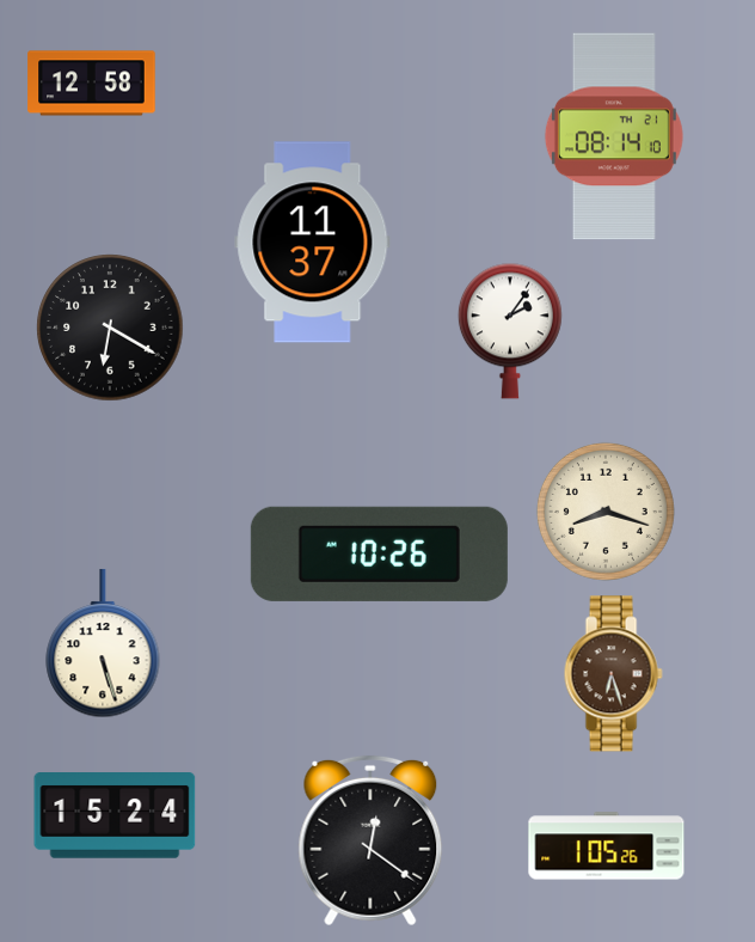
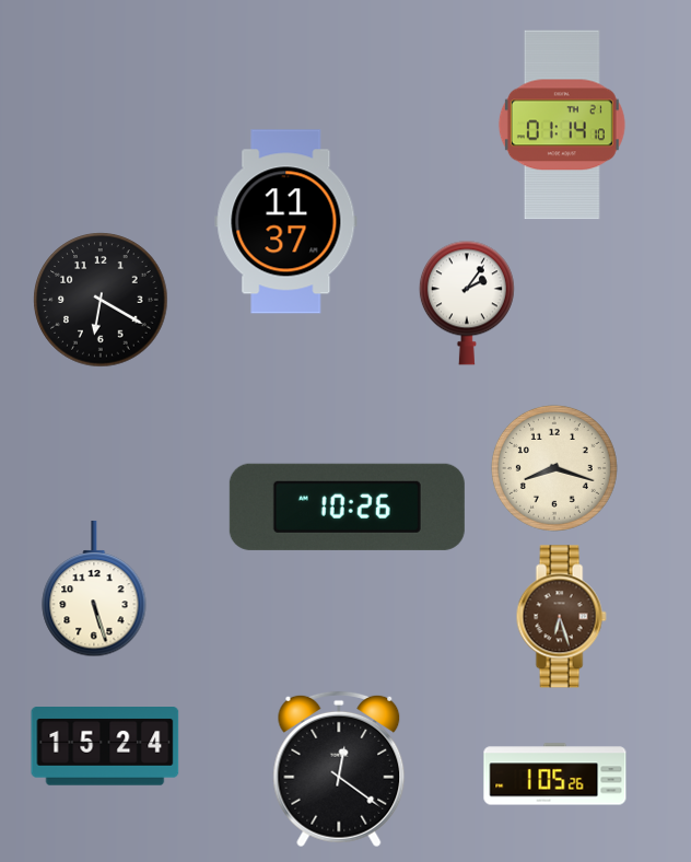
clock at (92, 84): 12:58 -> none
clock at (614, 136): 08:14 -> 01:14
